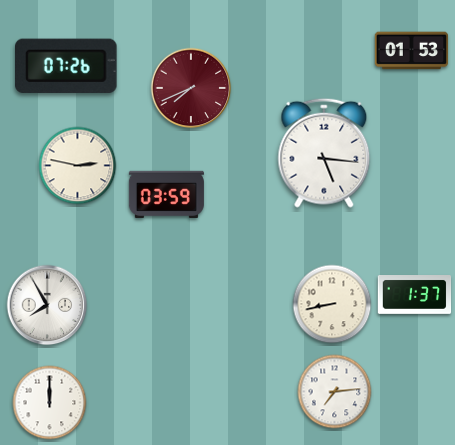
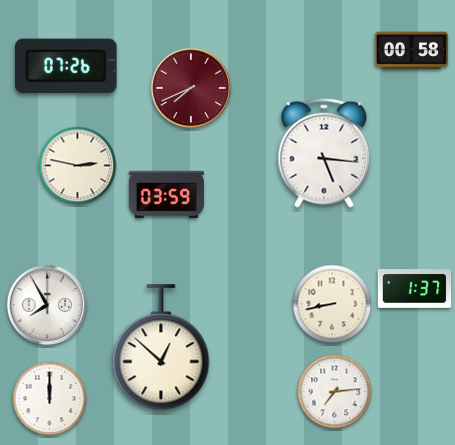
clock at (412, 51): 01:53 -> 00:58
clock at (415, 295) position: (415, 295) -> (415, 289)
clock at (161, 348): none -> 12:52
clock at (50, 403) position: (50, 403) -> (50, 399)
